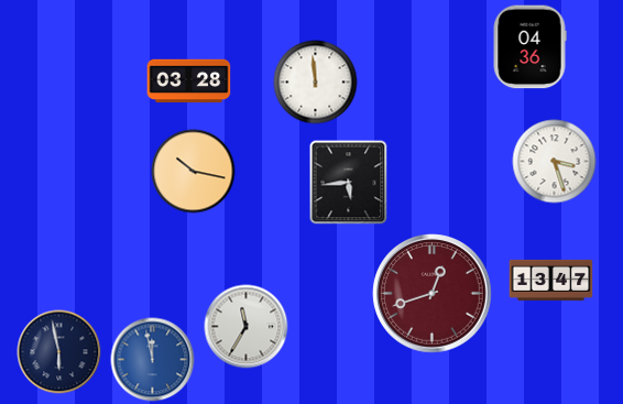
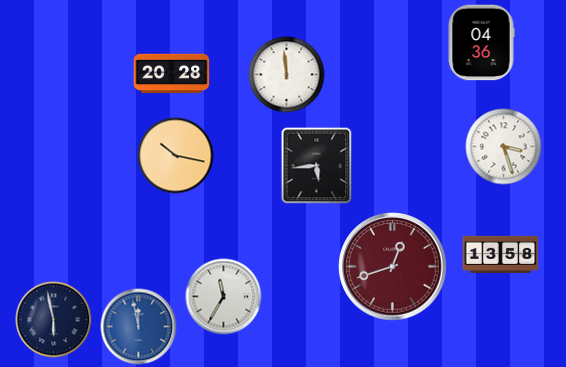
clock at (189, 81): 03:28 -> 20:28
clock at (551, 280): 13:47 -> 13:58
